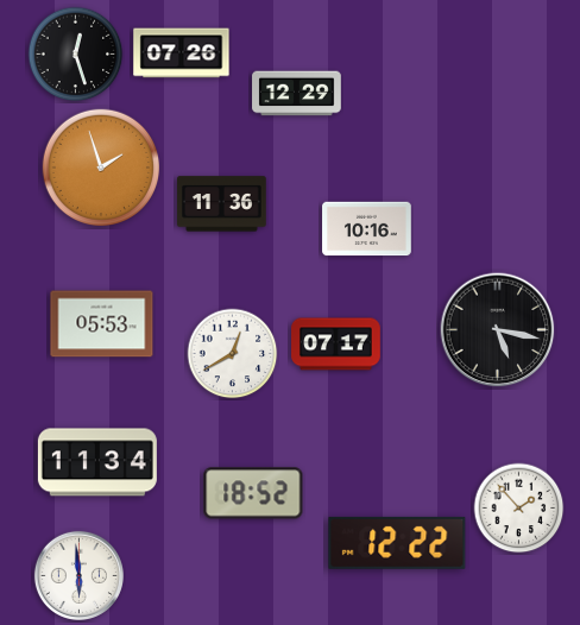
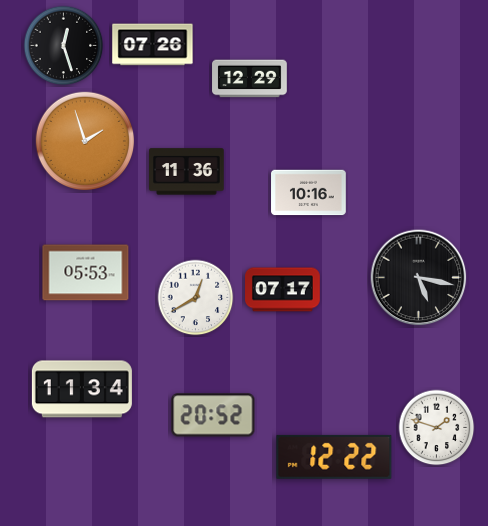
clock at (253, 493): 18:52 -> 20:52
clock at (519, 509): 1:53 -> 1:48
clock at (78, 575): 5:59 -> none
